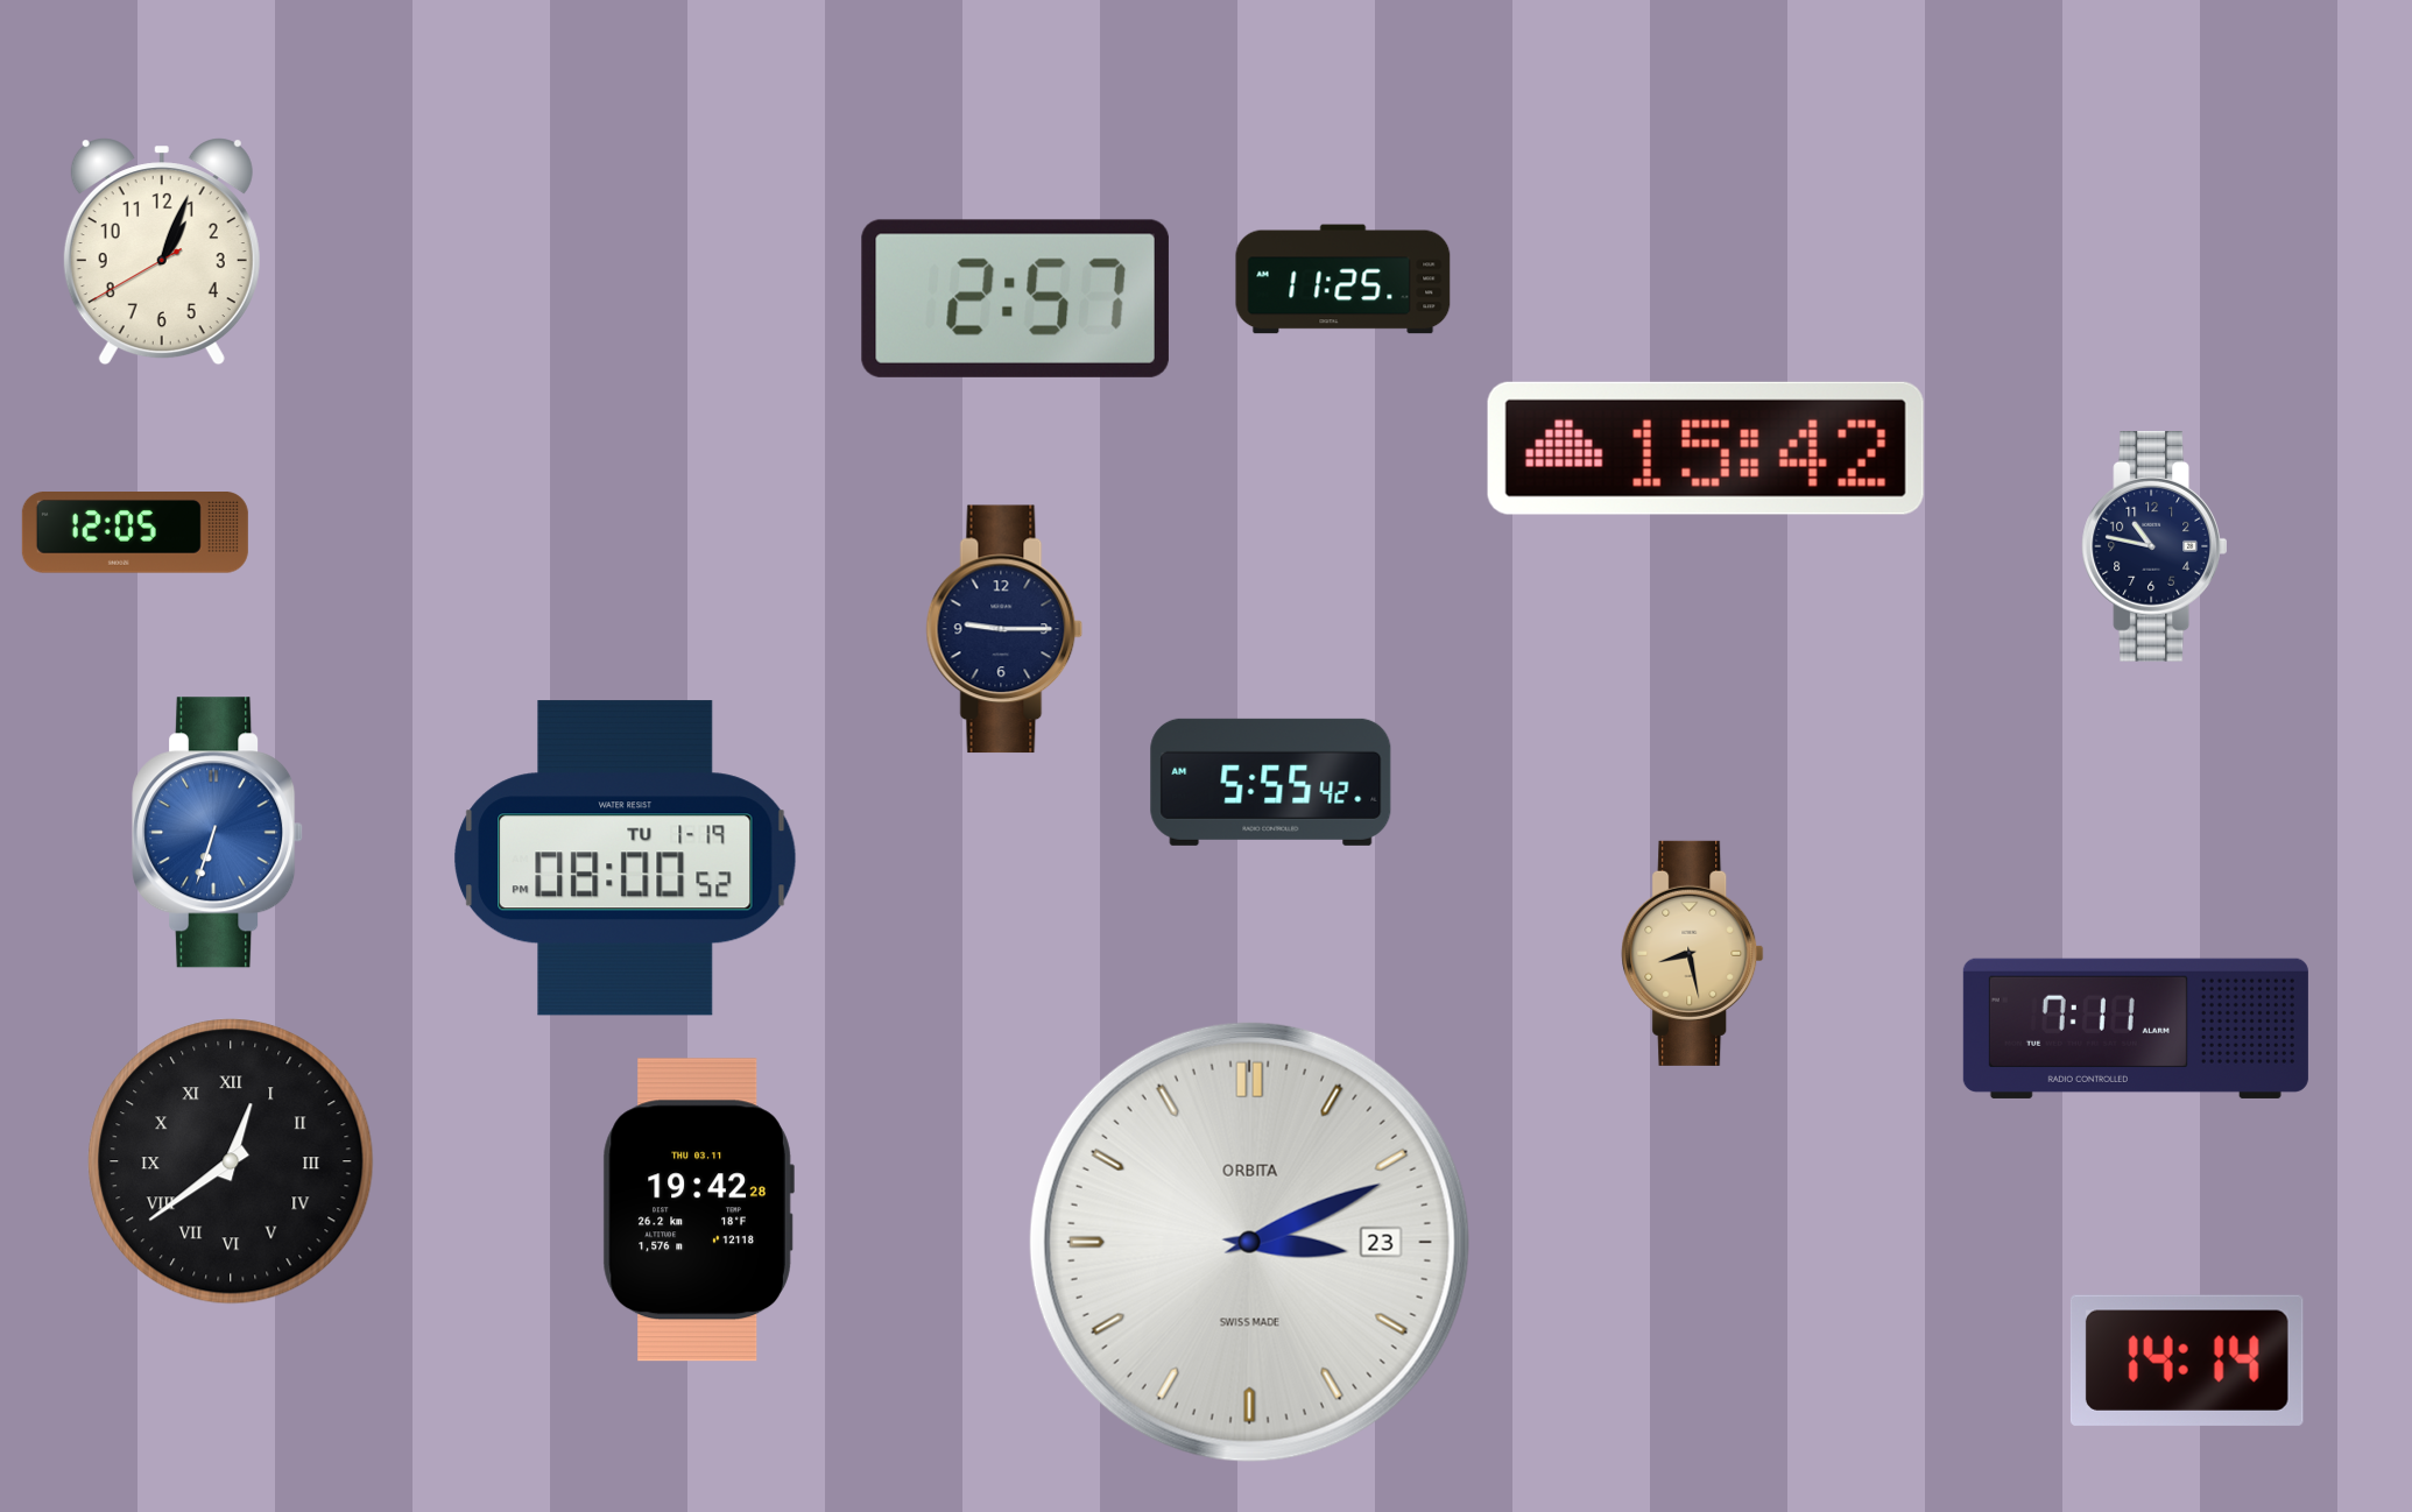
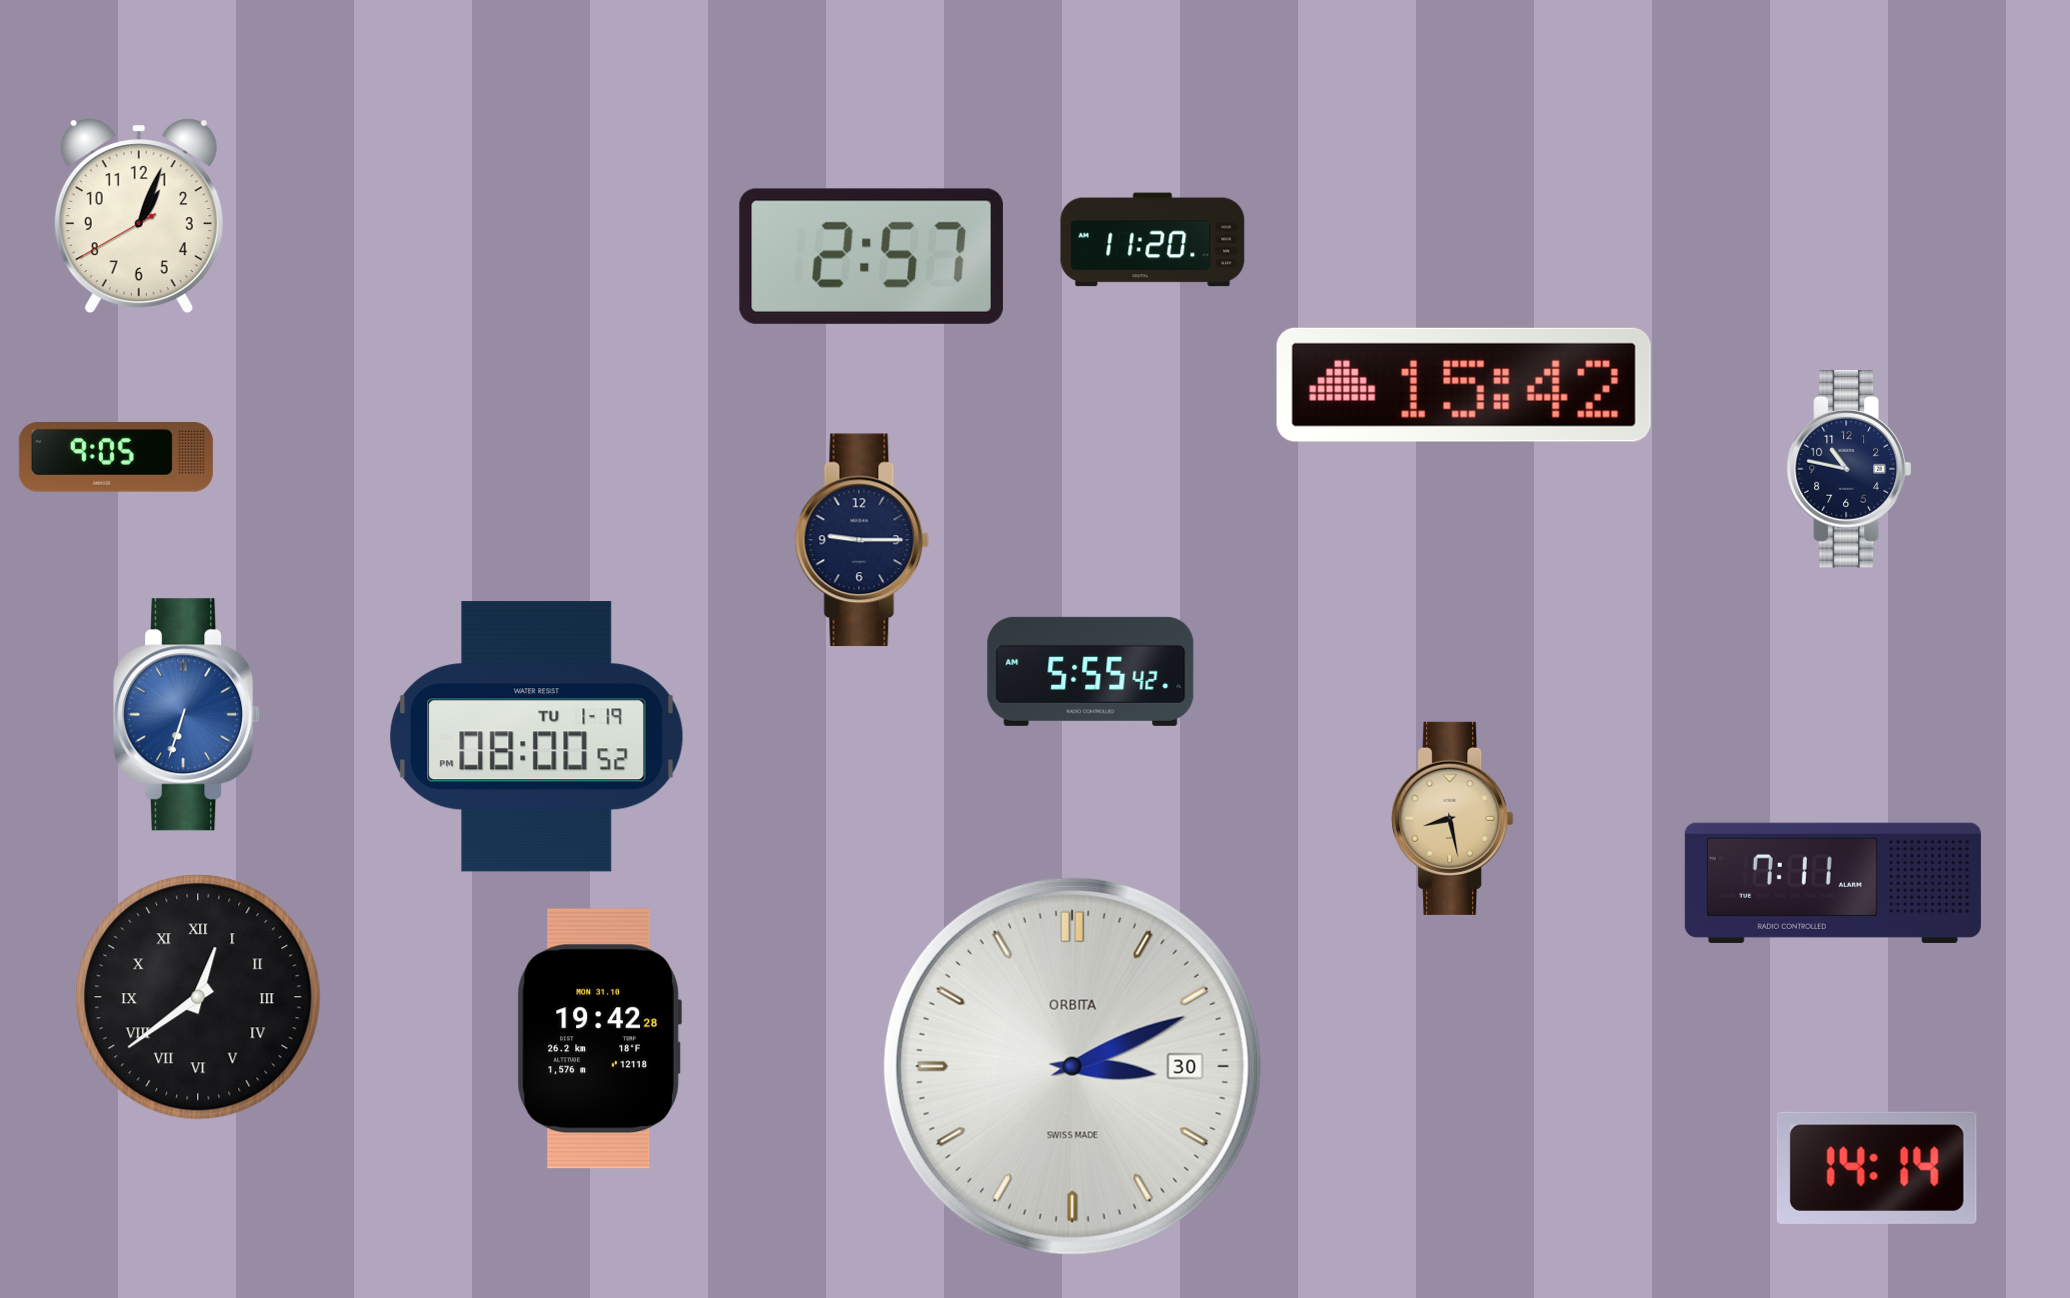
clock at (1343, 280): 11:25 -> 11:20
clock at (135, 532): 12:05 -> 9:05
clock at (698, 1210) date: THU 03.11 -> MON 31.10
clock at (1249, 1242) date: 23 -> 30
